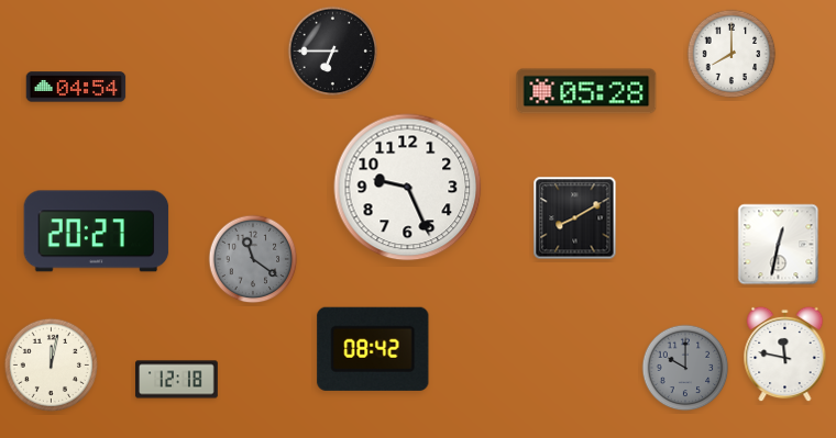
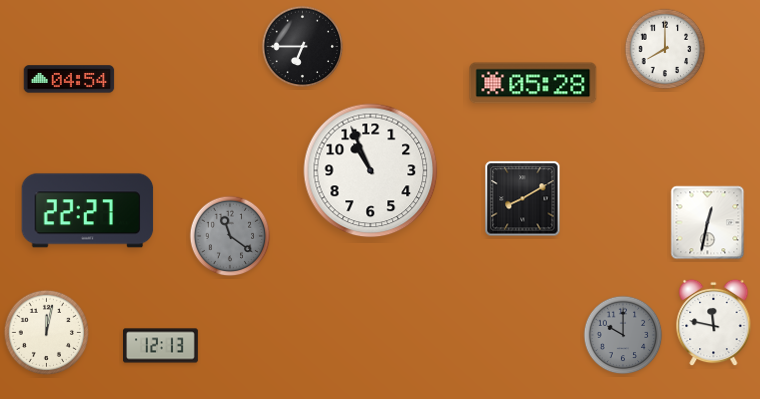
clock at (408, 188): 9:26 -> 10:56
clock at (97, 232): 20:27 -> 22:27
clock at (373, 349): 08:42 -> none
clock at (177, 380): 12:18 -> 12:13
